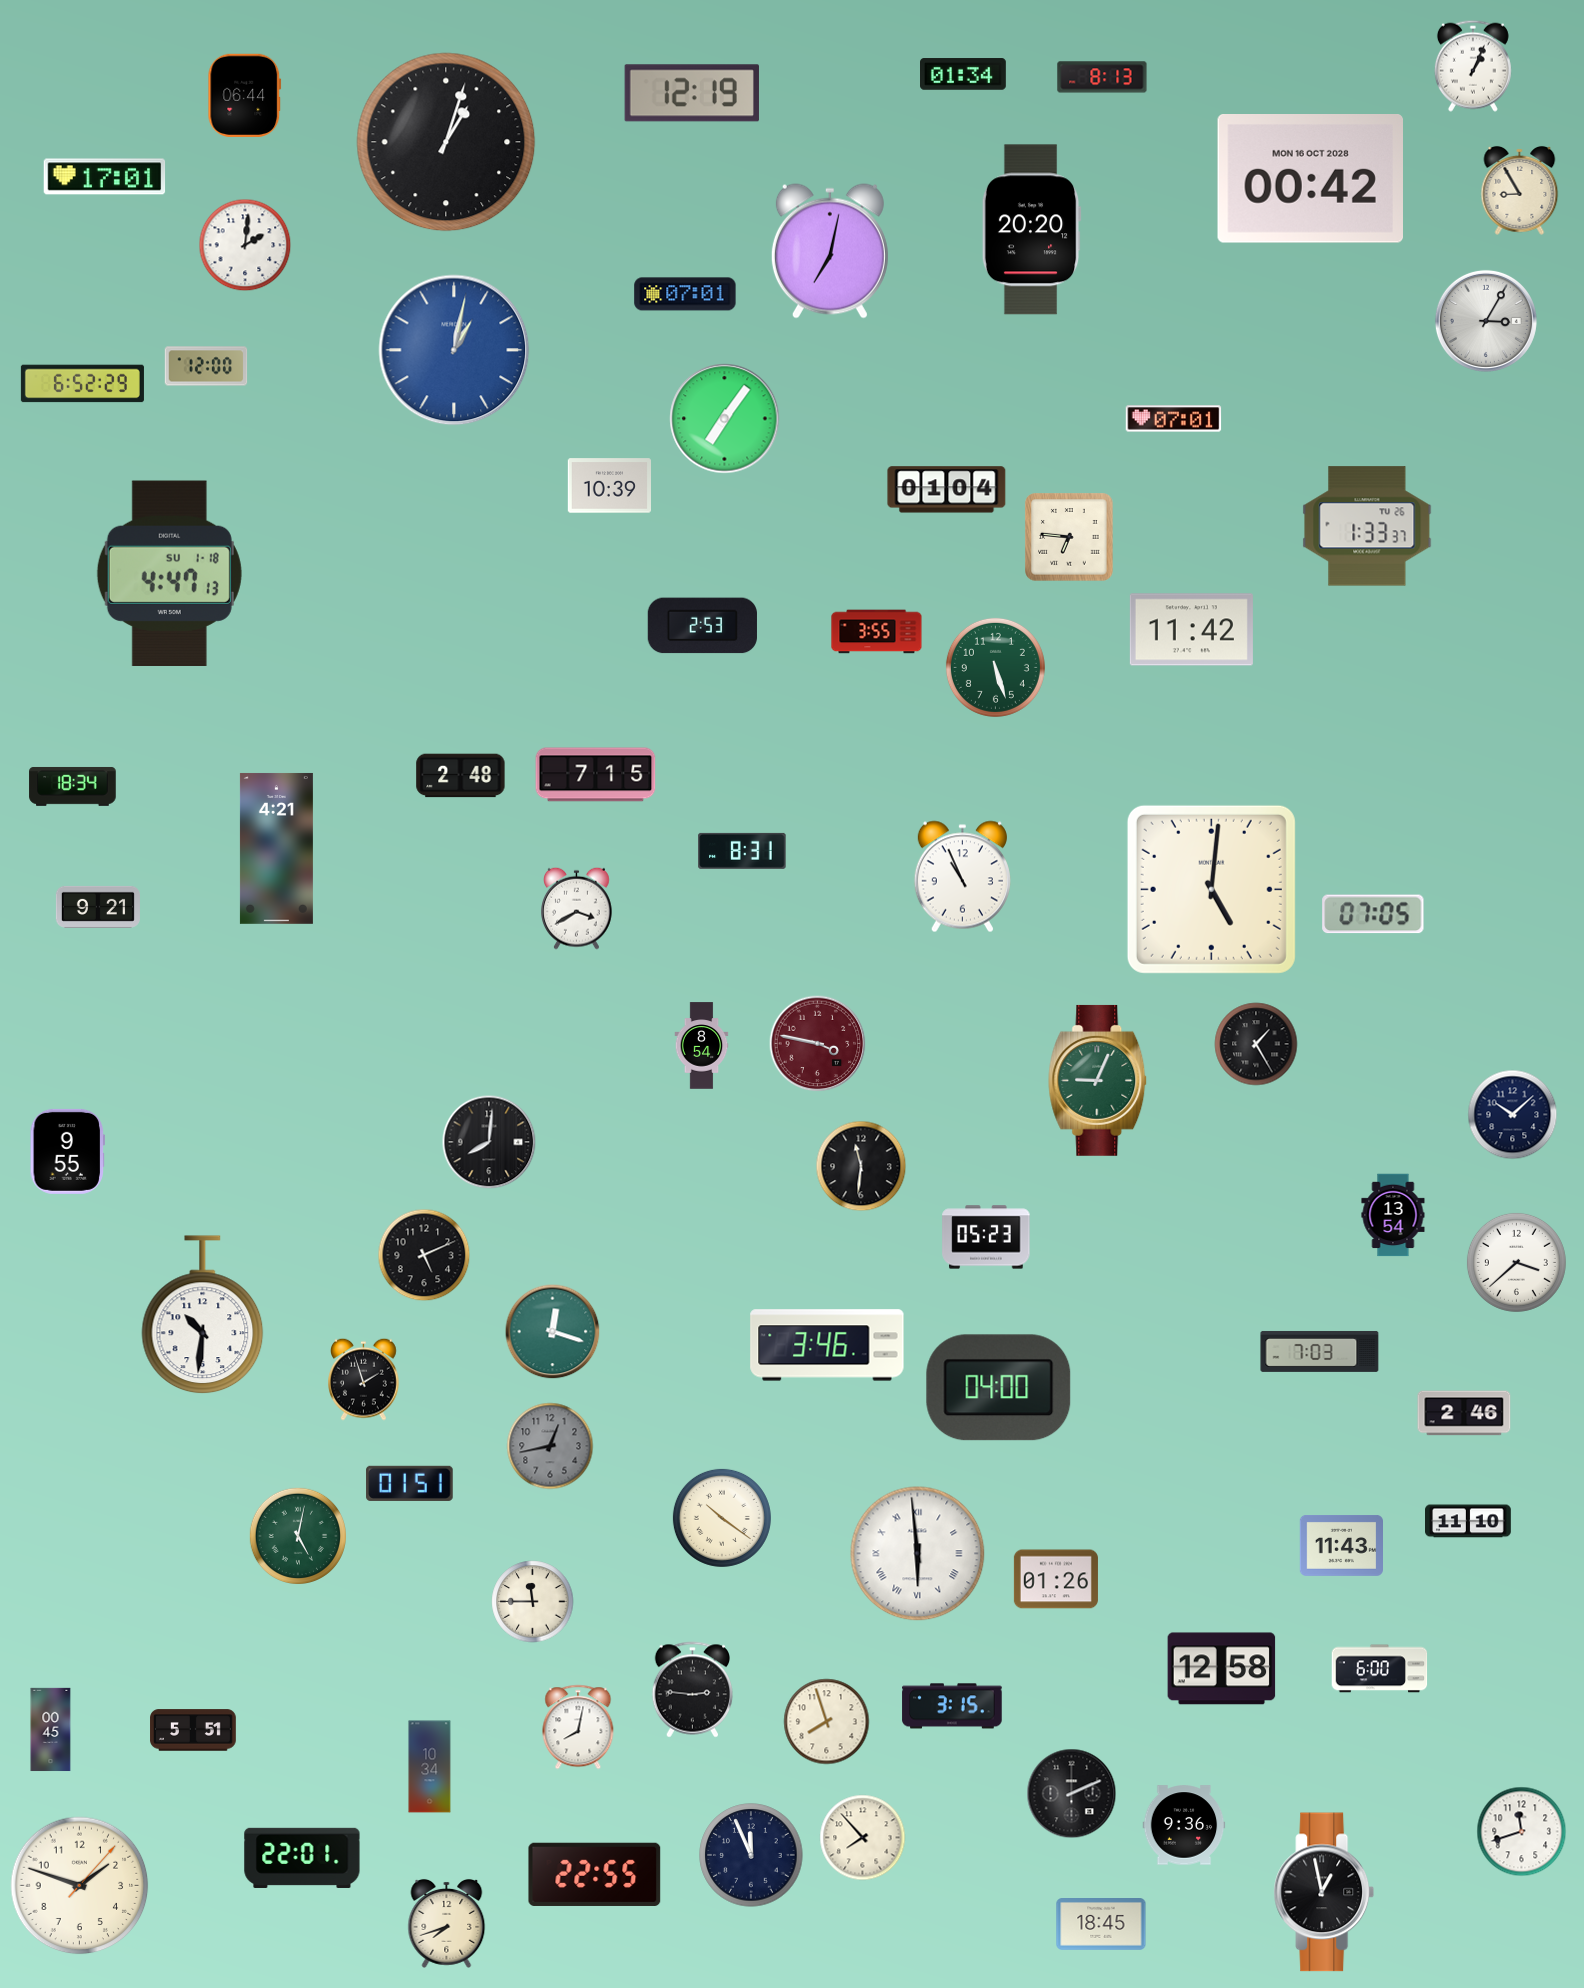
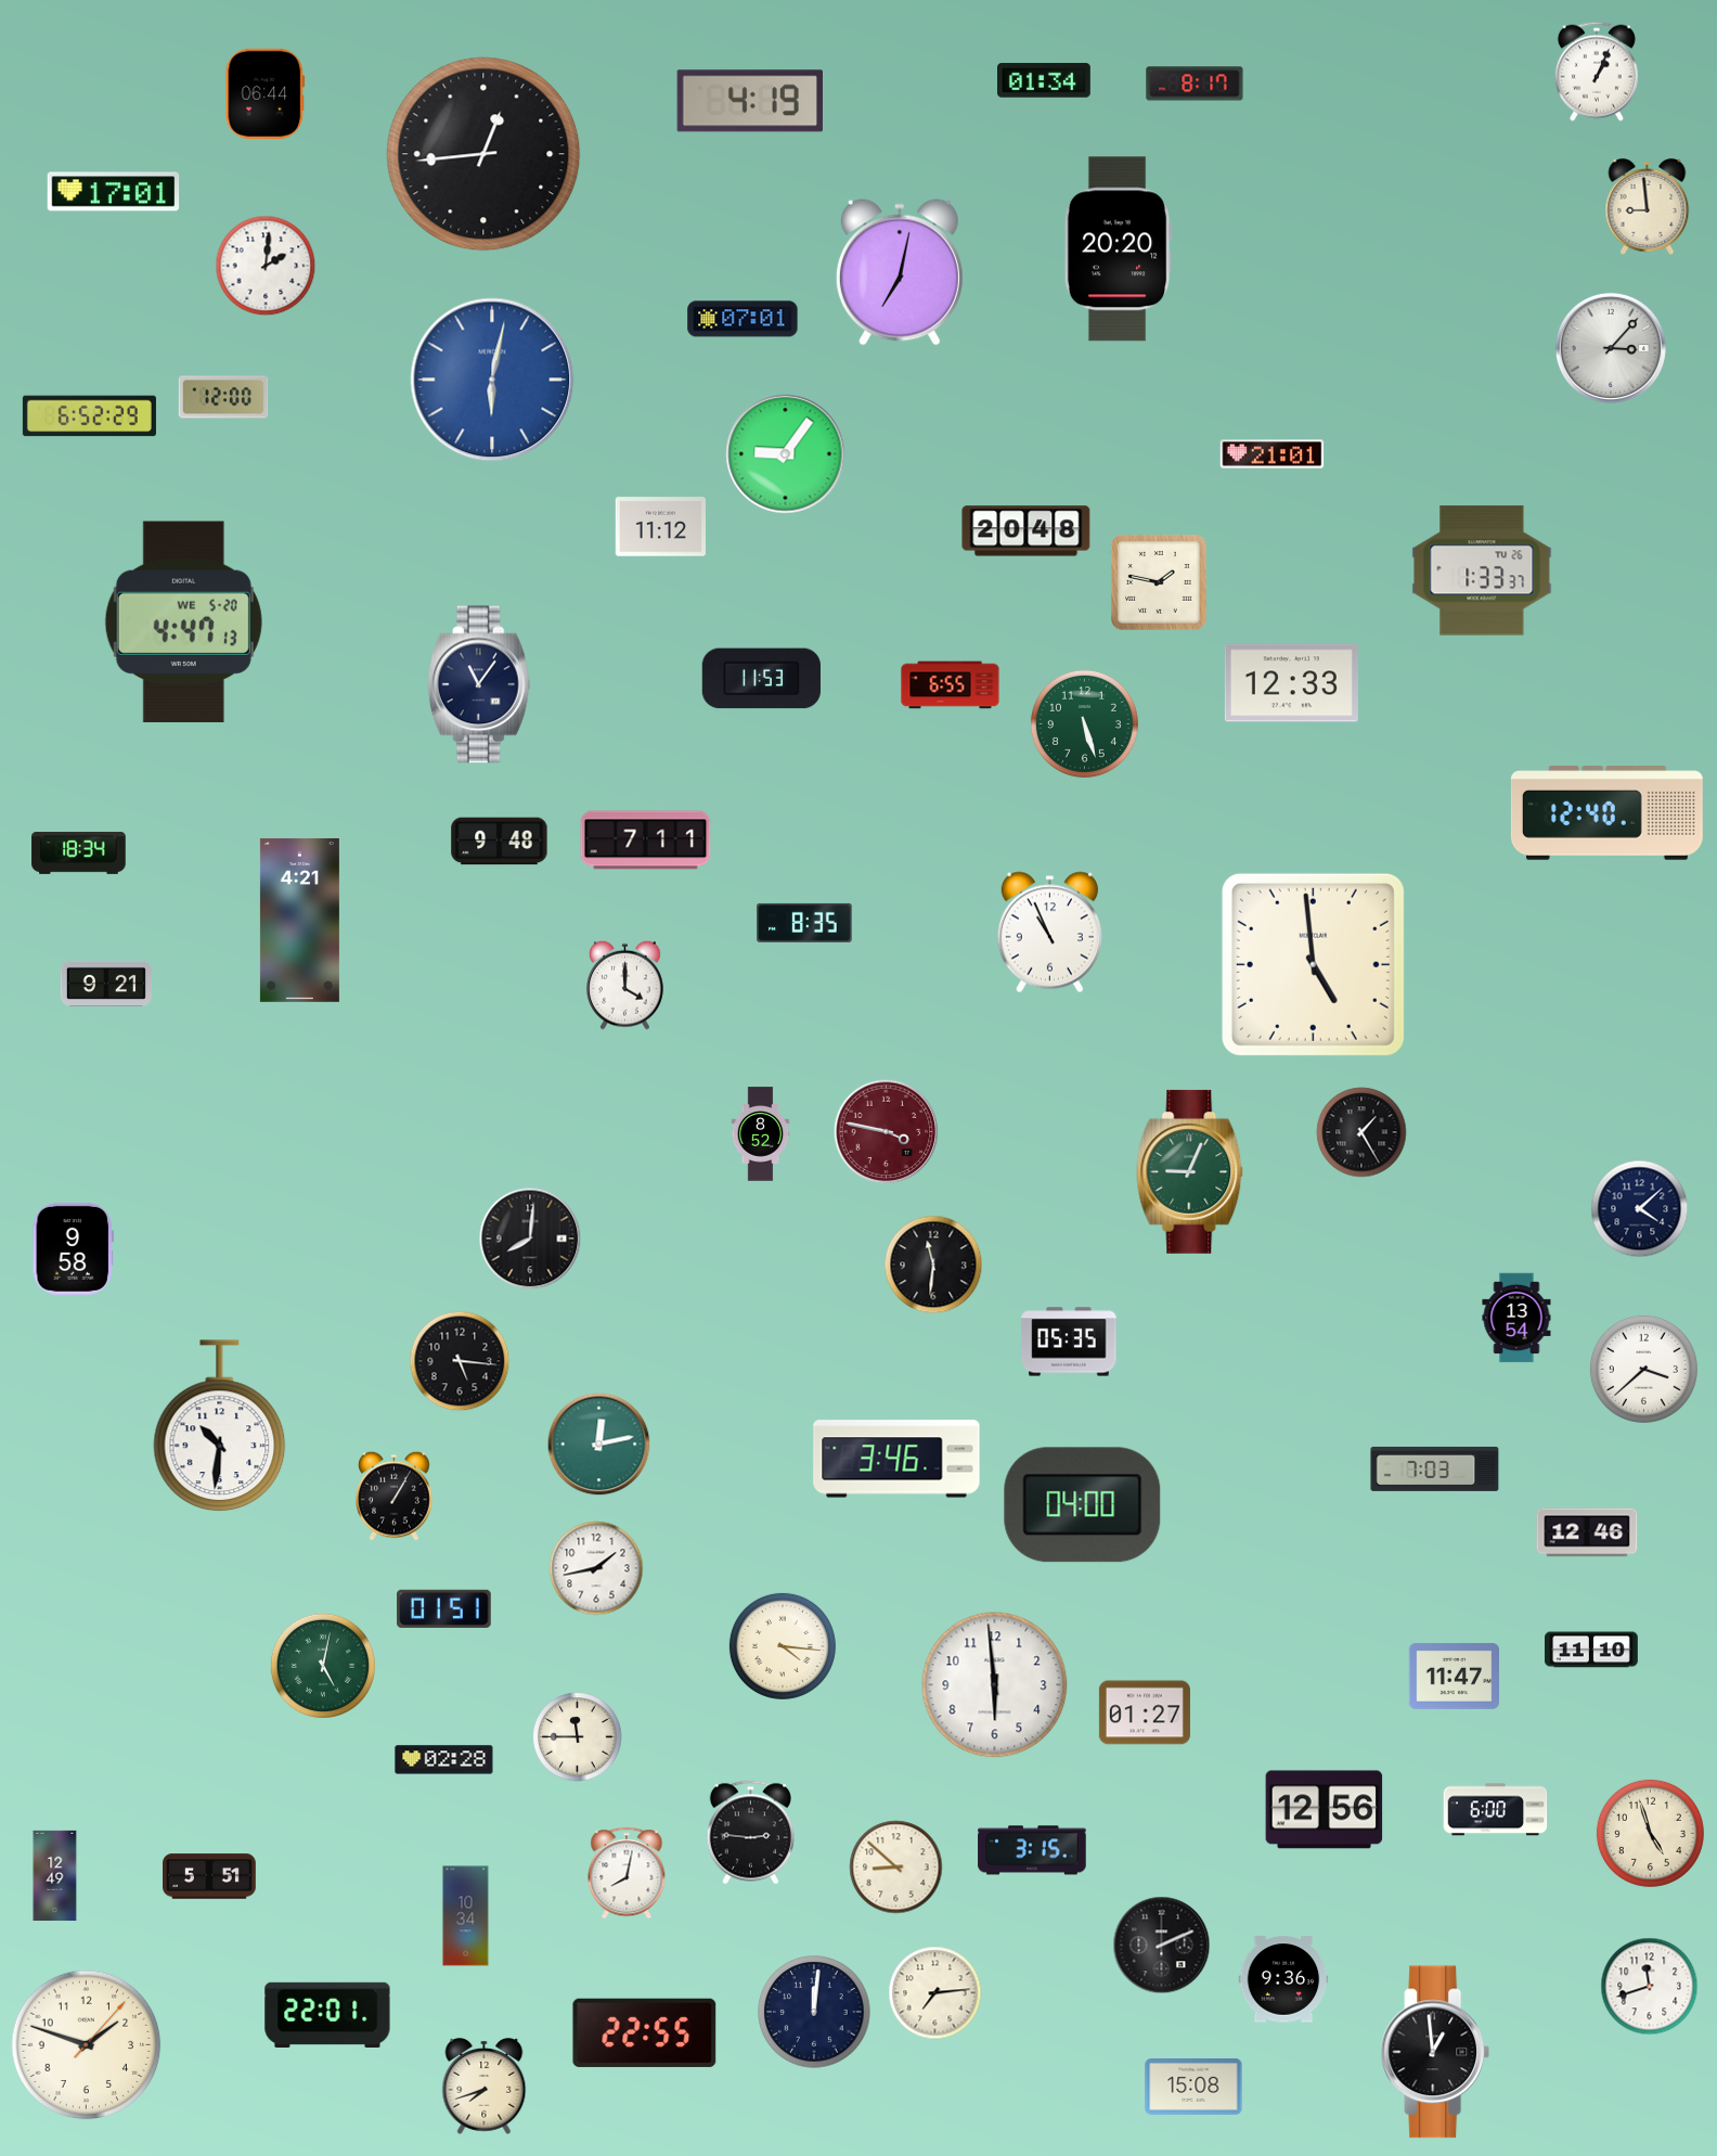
clock at (1102, 77): 8:13 -> 8:17
clock at (691, 93): 12:19 -> 4:19
clock at (245, 95) position: (245, 95) -> (266, 93)
clock at (446, 142): 1:03 -> 12:44
clock at (1310, 179): 00:42 -> none
clock at (1520, 190): 8:55 -> 8:59
clock at (1486, 321): 3:05 -> 3:07
clock at (454, 350): 1:02 -> 6:02
clock at (725, 419): 7:06 -> 9:06
clock at (1174, 419): 07:01 -> 21:01
clock at (609, 486): 10:39 -> 11:12
clock at (947, 490): 01:04 -> 20:48
clock at (1069, 537): 6:46 -> 1:47
clock at (169, 574) date: SU 1-18 -> WE 5-20
clock at (702, 626): 2:53 -> 11:53
clock at (1191, 630): 11:42 -> 12:33
clock at (479, 684): none -> 11:06
clock at (877, 632): 3:55 -> 6:55
clock at (995, 667) position: (995, 667) -> (1084, 723)
clock at (1606, 813): none -> 12:40
clock at (596, 775): 7:15 -> 7:11
clock at (461, 776): 2:48 -> 9:48
clock at (742, 851): 8:31 -> 8:35
clock at (962, 877) position: (962, 877) -> (1049, 933)
clock at (1211, 889): 5:01 -> 4:59
clock at (577, 908): 3:40 -> 4:00
clock at (1373, 914): 07:05 -> none
clock at (702, 1046): 8:54 -> 8:52
clock at (1513, 1115): 10:08 -> 4:08
clock at (67, 1151): 9:55 -> 9:58
clock at (1393, 1215) position: (1393, 1215) -> (1516, 1318)
clock at (986, 1237): 05:23 -> 05:35
clock at (424, 1255): 5:11 -> 5:16
clock at (553, 1332): 12:18 -> 12:13
clock at (1320, 1351) position: (1320, 1351) -> (1435, 1468)
clock at (364, 1379): 1:57 -> 1:05
clock at (1464, 1413): 2:46 -> 12:46
clock at (550, 1446): 12:43 -> 1:43
clock at (550, 1446) dial: grey -> white
clock at (722, 1518): 10:21 -> 4:16
clock at (1341, 1546): 11:43 -> 11:47
clock at (918, 1554) numerals: Roman -> Arabic
clock at (1056, 1579): 01:26 -> 01:27
clock at (444, 1760): none -> 02:28
clock at (1222, 1669): 12:58 -> 12:56
clock at (1650, 1833): none -> 4:57
clock at (827, 1722): 7:57 -> 8:52
clock at (51, 1730): 00:45 -> 12:49
clock at (863, 1838): 7:53 -> 7:14
clock at (751, 1855): 11:56 -> 12:01
clock at (1324, 1892): 12:58 -> 12:59
clock at (1101, 1925): 18:45 -> 15:08
